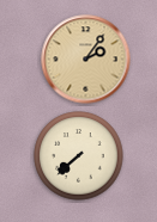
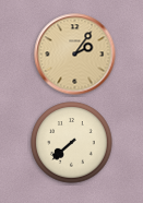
clock at (86, 60) position: (86, 60) -> (75, 55)
